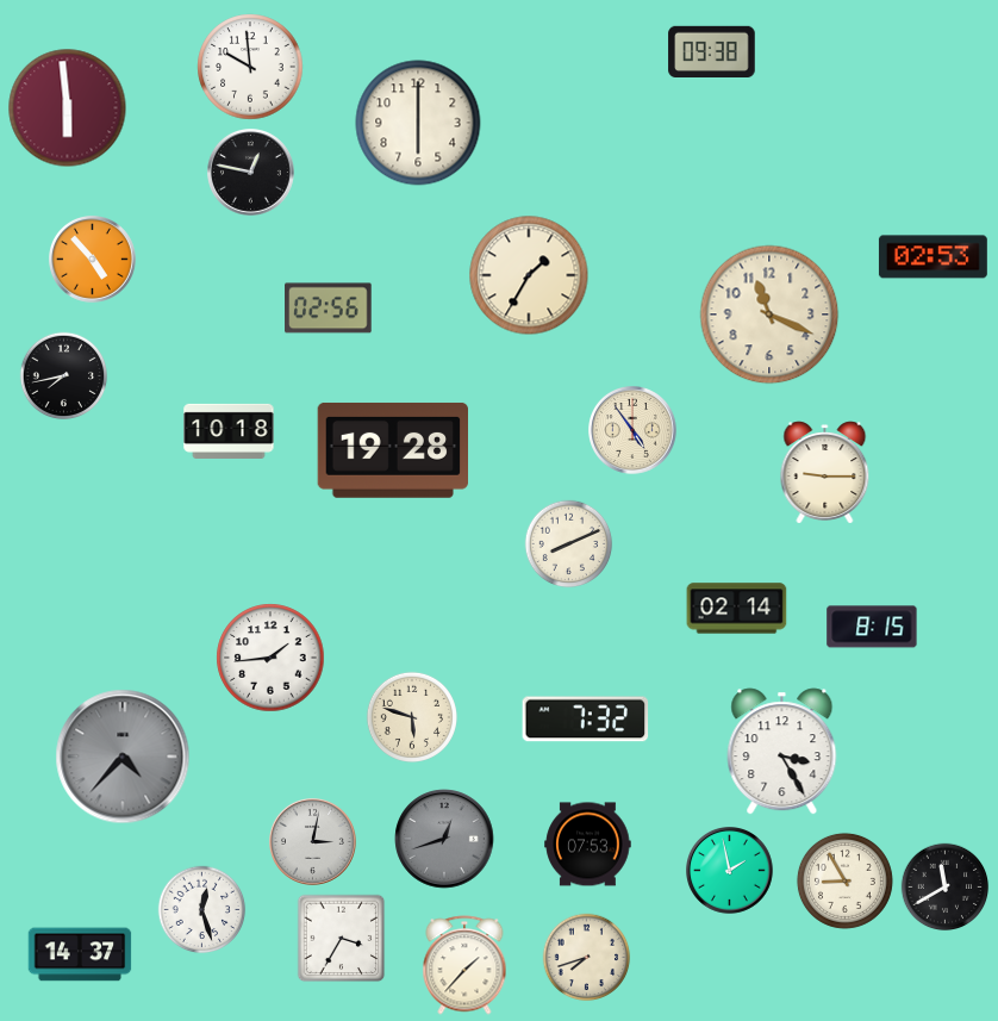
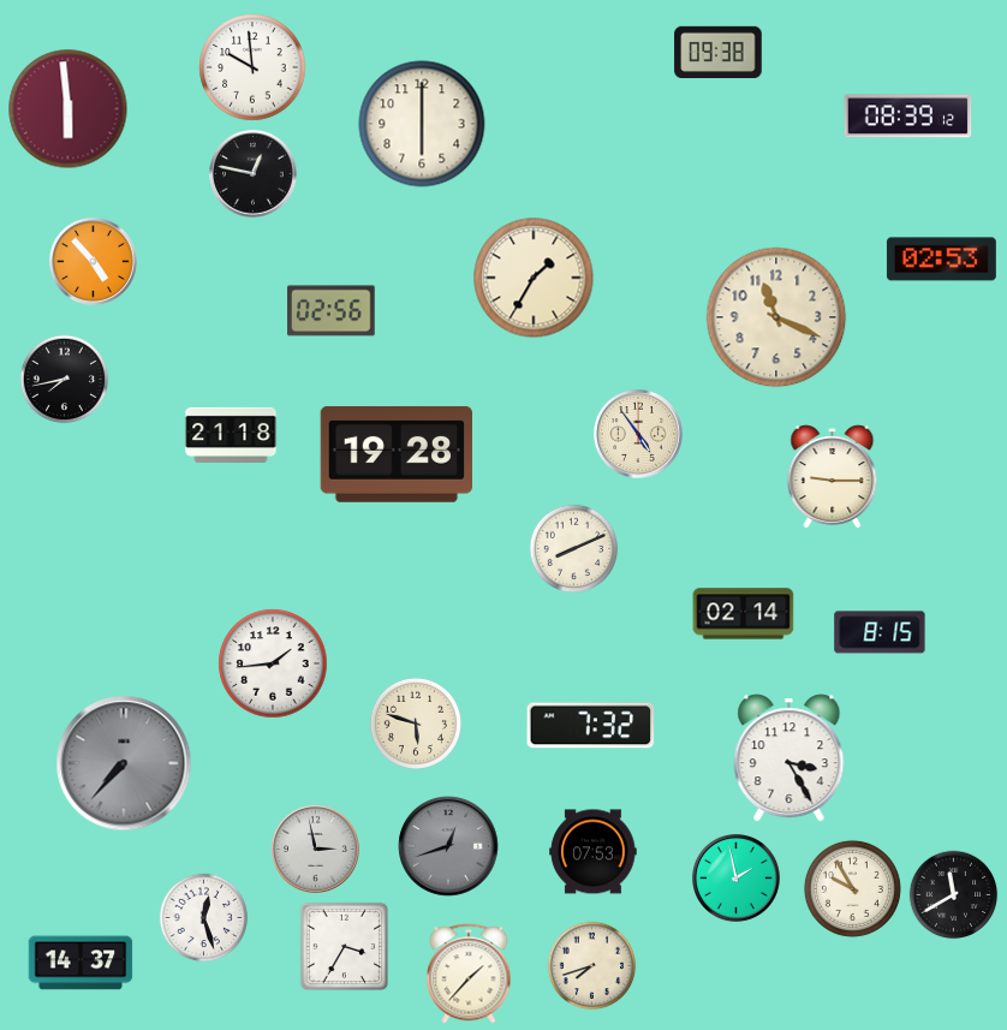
clock at (908, 117): none -> 08:39
clock at (229, 431): 10:18 -> 21:18
clock at (123, 757): 4:37 -> 7:37
clock at (313, 842): 3:02 -> 2:58
clock at (844, 880): 8:55 -> 9:55
